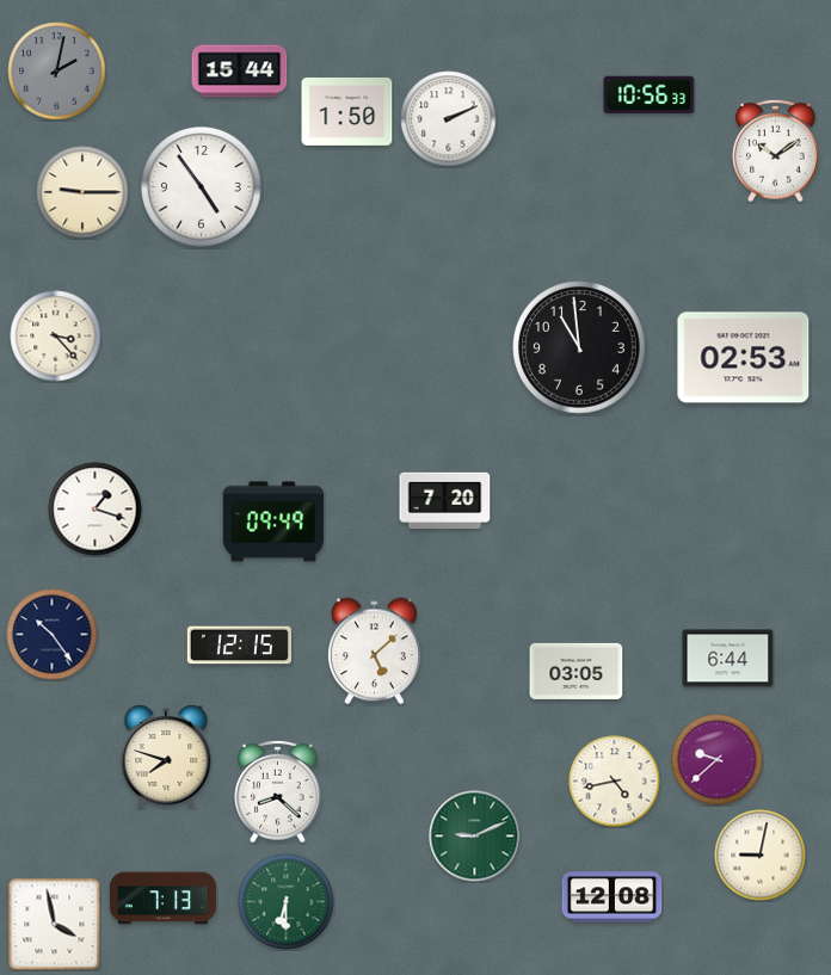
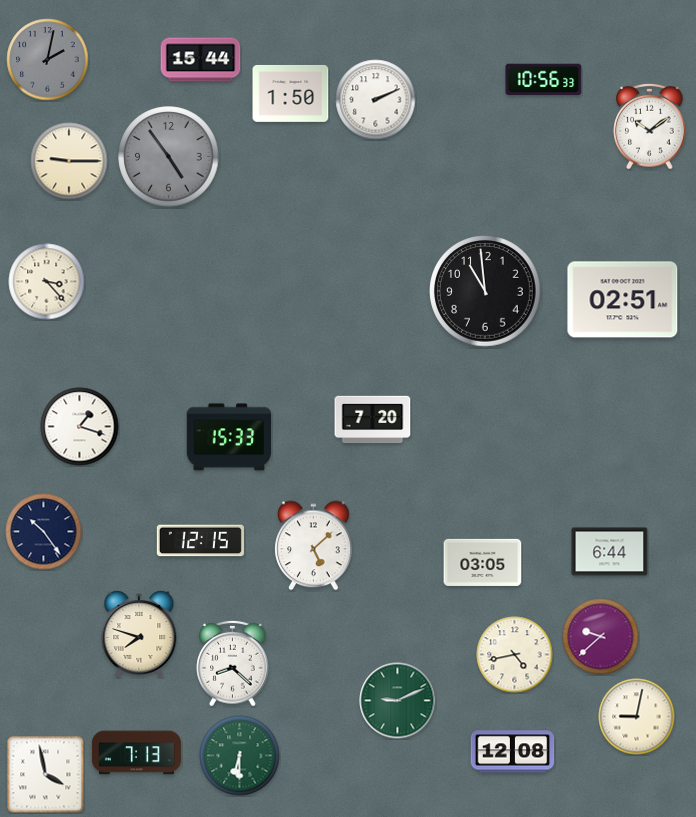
clock at (202, 187) dial: white -> grey
clock at (744, 358): 02:53 -> 02:51
clock at (273, 522): 09:49 -> 15:33
